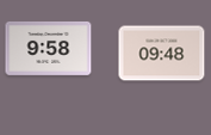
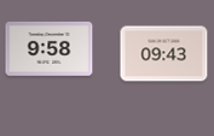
clock at (162, 54): 09:48 -> 09:43
